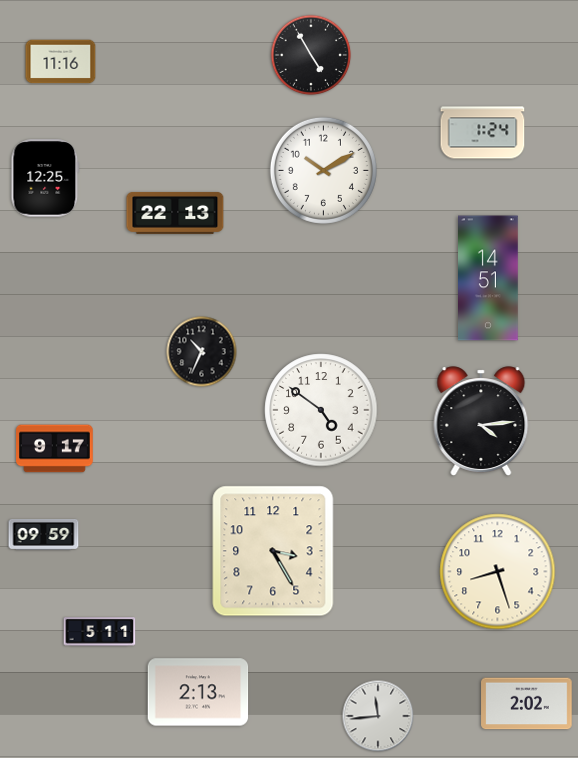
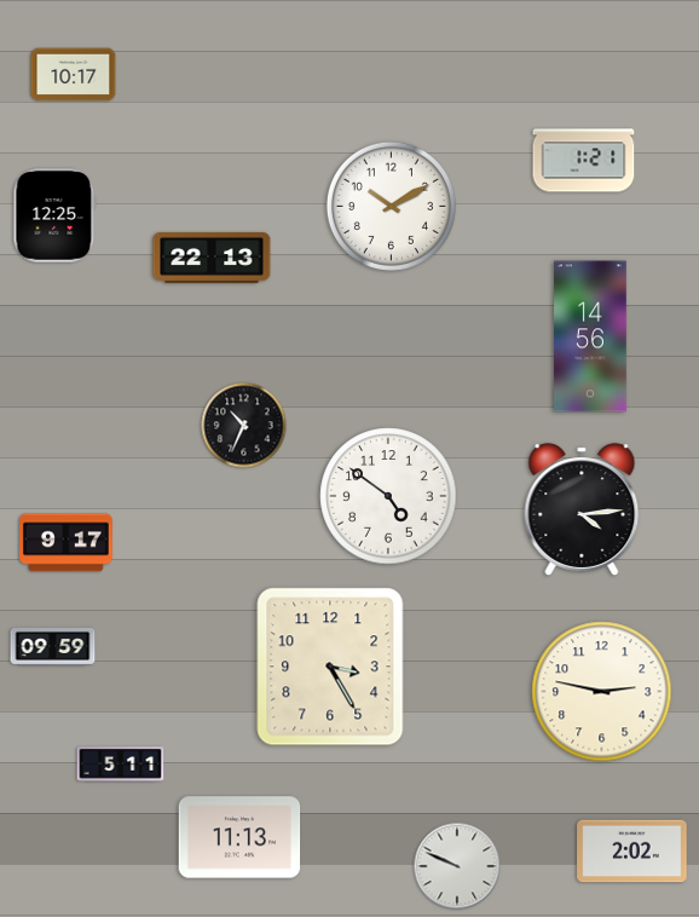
clock at (311, 55): 4:55 -> none
clock at (61, 62): 11:16 -> 10:17
clock at (483, 133): 1:24 -> 1:21
clock at (489, 278): 14:51 -> 14:56
clock at (498, 572): 8:27 -> 2:47
clock at (198, 692): 2:13 -> 11:13
clock at (527, 704) position: (527, 704) -> (632, 852)
clock at (378, 716): 11:44 -> 9:49
